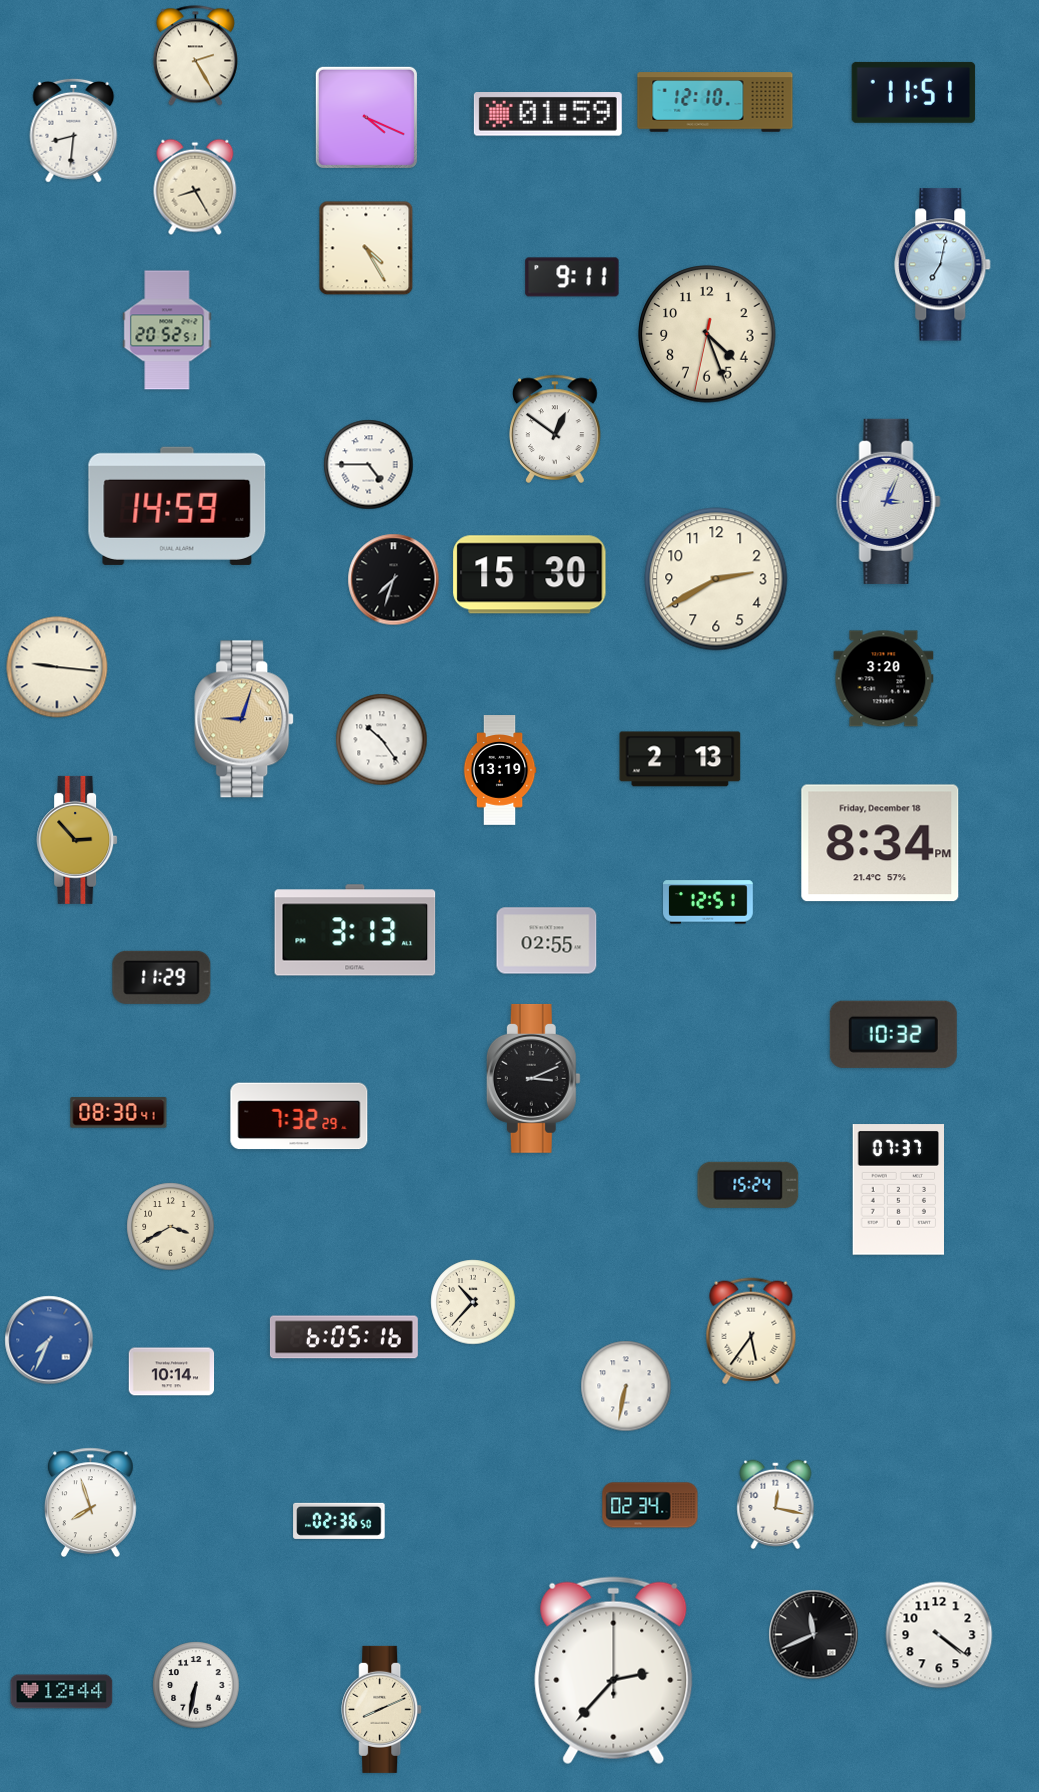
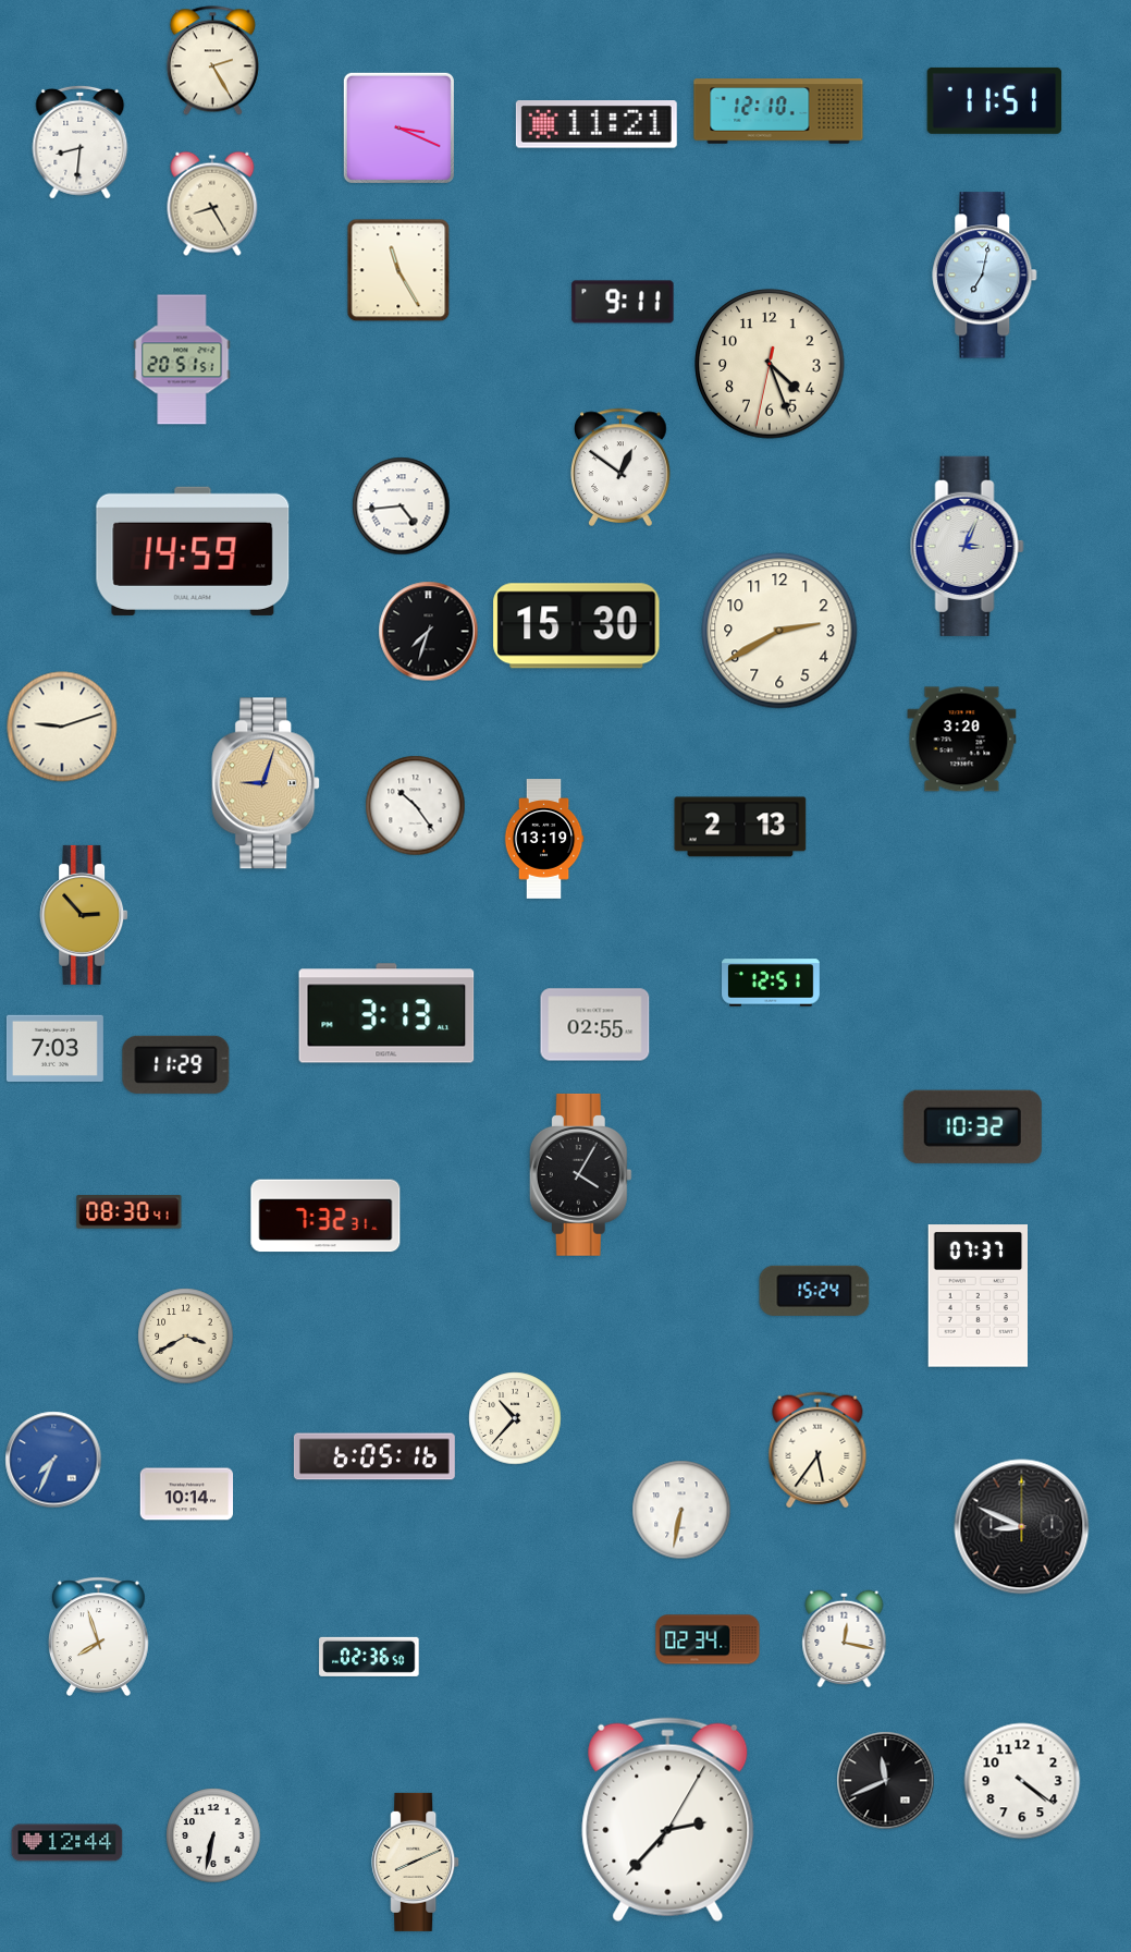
clock at (548, 115): 01:59 -> 11:21
clock at (366, 117): 4:19 -> 3:19
clock at (366, 248): 4:25 -> 11:25
clock at (943, 265) position: (943, 265) -> (985, 276)
clock at (167, 330): 20:52 -> 20:51
clock at (555, 429) position: (555, 429) -> (620, 467)
clock at (369, 465): 4:45 -> 4:44
clock at (57, 667): 9:16 -> 9:12
clock at (880, 843): 8:34 -> none
clock at (54, 1048): none -> 7:03
clock at (533, 1078): 3:11 -> 4:05
clock at (299, 1116): 7:32:29 -> 7:32:31
clock at (1022, 1527): none -> 8:49
clock at (614, 1671): 2:37:00 -> 2:37:05
